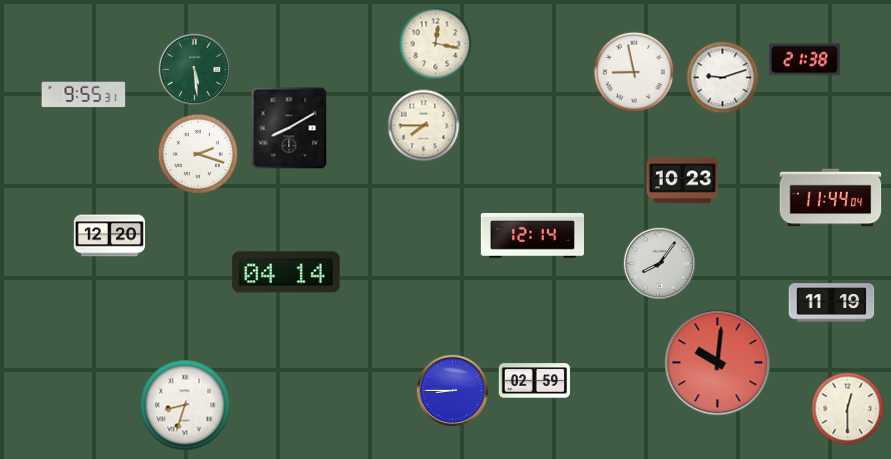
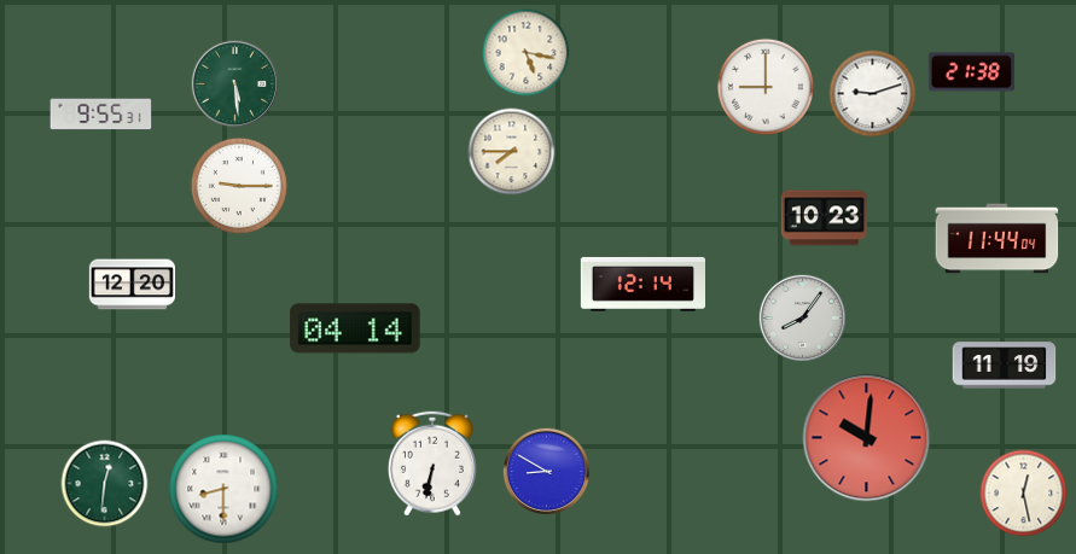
clock at (436, 44): 12:17 -> 5:17
clock at (634, 72): 8:58 -> 9:00
clock at (289, 128): 8:10 -> none
clock at (198, 154): 2:18 -> 9:15
clock at (831, 198) position: (831, 198) -> (998, 239)
clock at (659, 263) position: (659, 263) -> (802, 317)
clock at (286, 272) position: (286, 272) -> (355, 328)
clock at (534, 381): 02:59 -> none
clock at (432, 463): none -> 6:32
clock at (452, 390): 8:45 -> 8:50
clock at (105, 484): none -> 12:31
clock at (185, 405): 8:33 -> 8:30
clock at (848, 409): 12:30 -> 12:28
